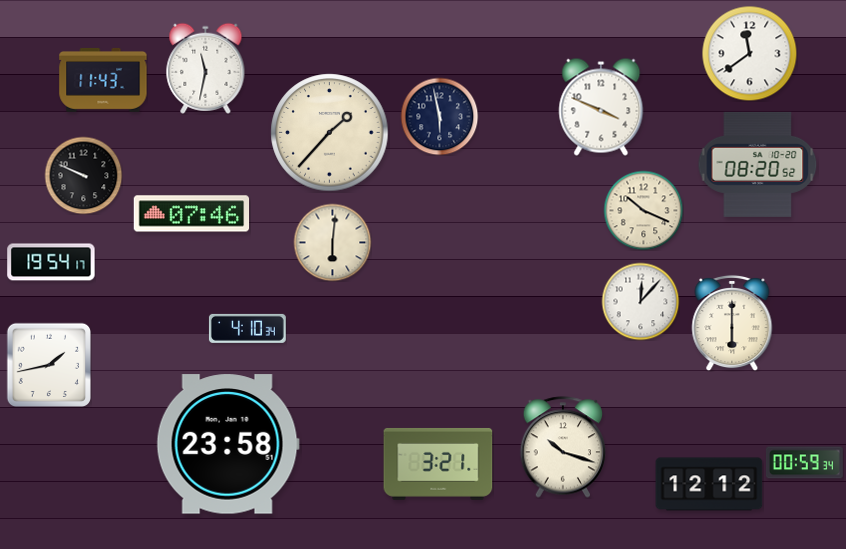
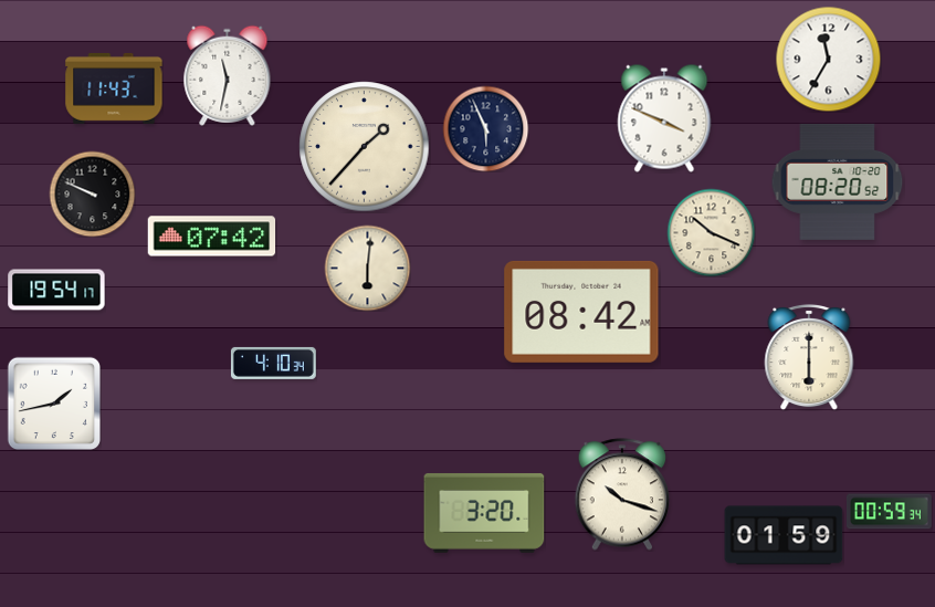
clock at (749, 53): 11:39 -> 11:35
clock at (439, 116): 5:58 -> 5:56
clock at (192, 214): 07:46 -> 07:42
clock at (581, 312): none -> 08:42
clock at (640, 301): 12:07 -> none
clock at (228, 444): 23:58 -> none
clock at (438, 464): 3:21 -> 3:20
clock at (709, 484): 12:12 -> 01:59
